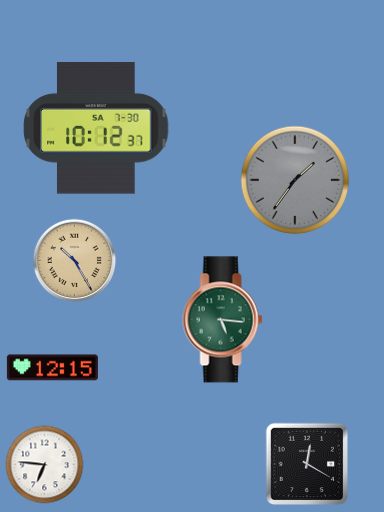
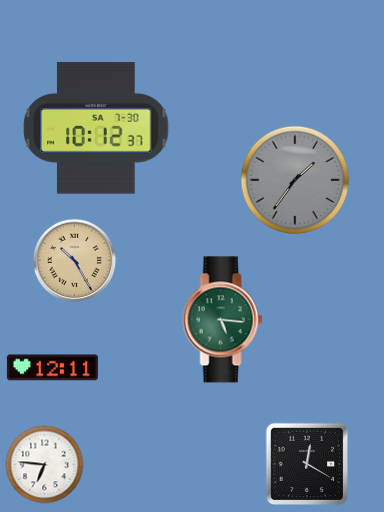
clock at (52, 368): 12:15 -> 12:11
